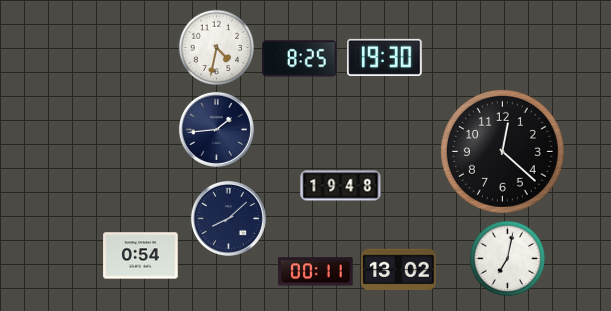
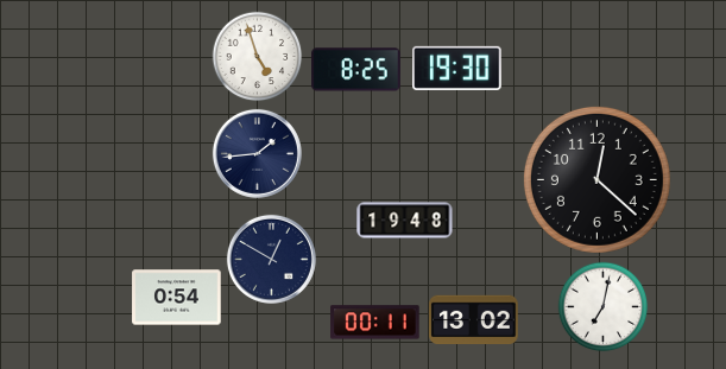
clock at (217, 48): 4:32 -> 4:57
clock at (228, 218): 8:08 -> 12:50
clock at (141, 256) position: (141, 256) -> (177, 298)
